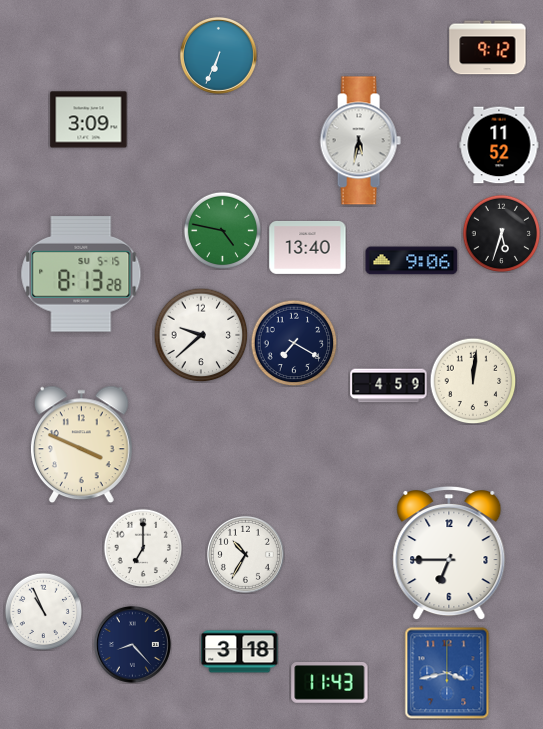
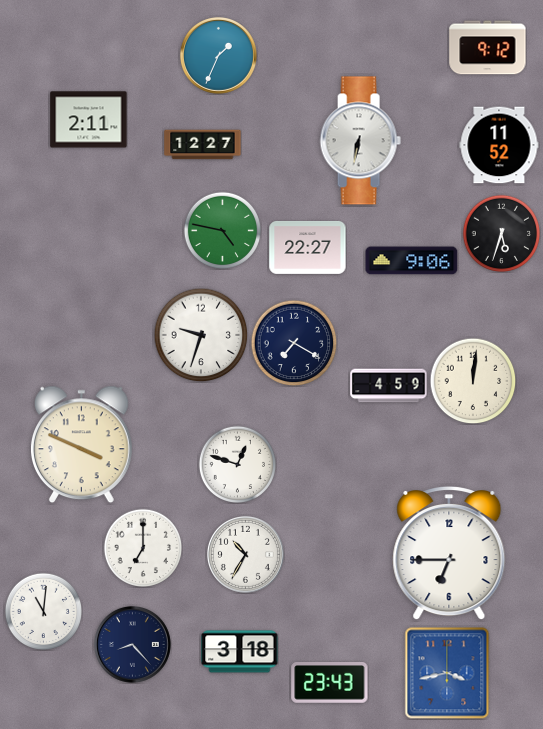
clock at (218, 55): 6:34 -> 1:34
clock at (89, 120): 3:09 -> 2:11
clock at (360, 141): 5:32 -> 6:32
clock at (203, 145): none -> 12:27
clock at (308, 247): 13:40 -> 22:27
clock at (81, 275): 8:13 -> none
clock at (201, 335): 9:38 -> 9:33
clock at (237, 464): none -> 12:48
clock at (43, 611): 10:56 -> 11:01
clock at (330, 683): 11:43 -> 23:43
